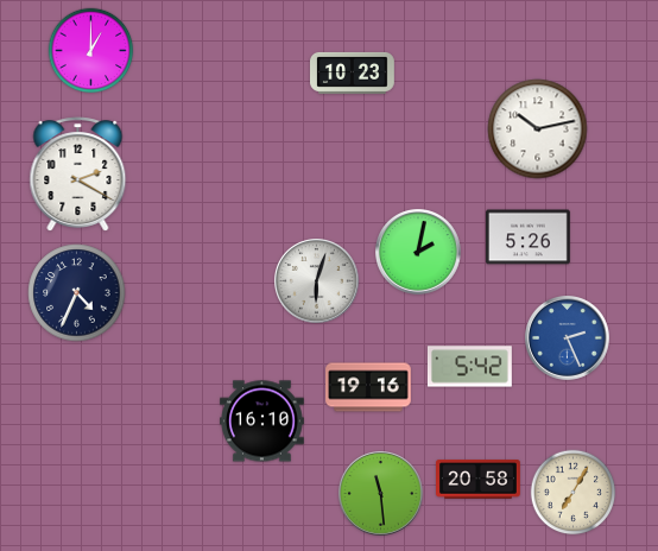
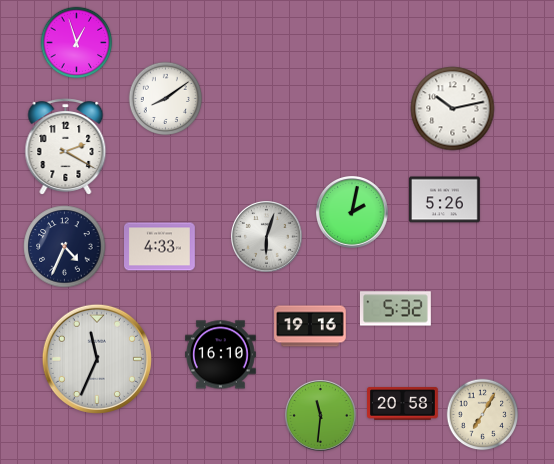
clock at (91, 51): 1:00 -> 12:57
clock at (353, 72): 10:23 -> none
clock at (165, 98): none -> 8:09
clock at (160, 247): none -> 4:33
clock at (568, 338): 2:26 -> none
clock at (469, 367): 5:42 -> 5:32
clock at (97, 359): none -> 11:34
clock at (381, 494): 11:29 -> 11:31
